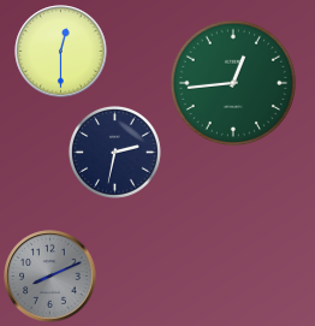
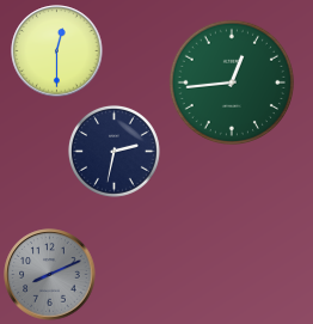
clock at (61, 52) position: (61, 52) -> (57, 51)
